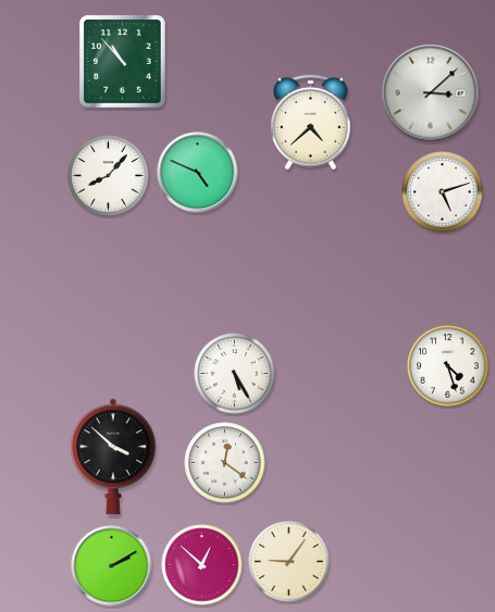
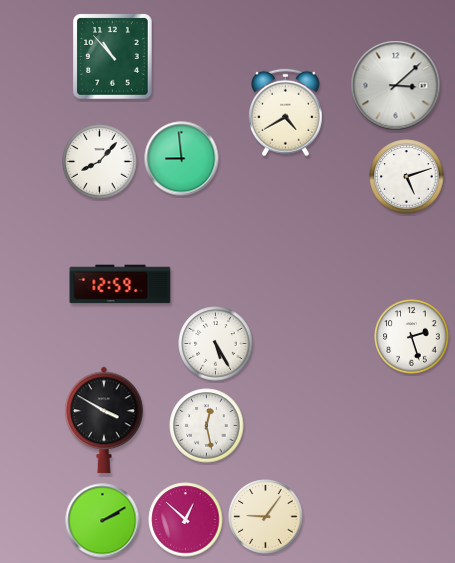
clock at (311, 123): 4:38 -> 4:40
clock at (198, 173): 4:49 -> 8:59
clock at (120, 284): none -> 12:59
clock at (448, 366): 4:27 -> 2:27
clock at (113, 457): 3:52 -> 3:50
clock at (225, 463): 12:21 -> 12:28
